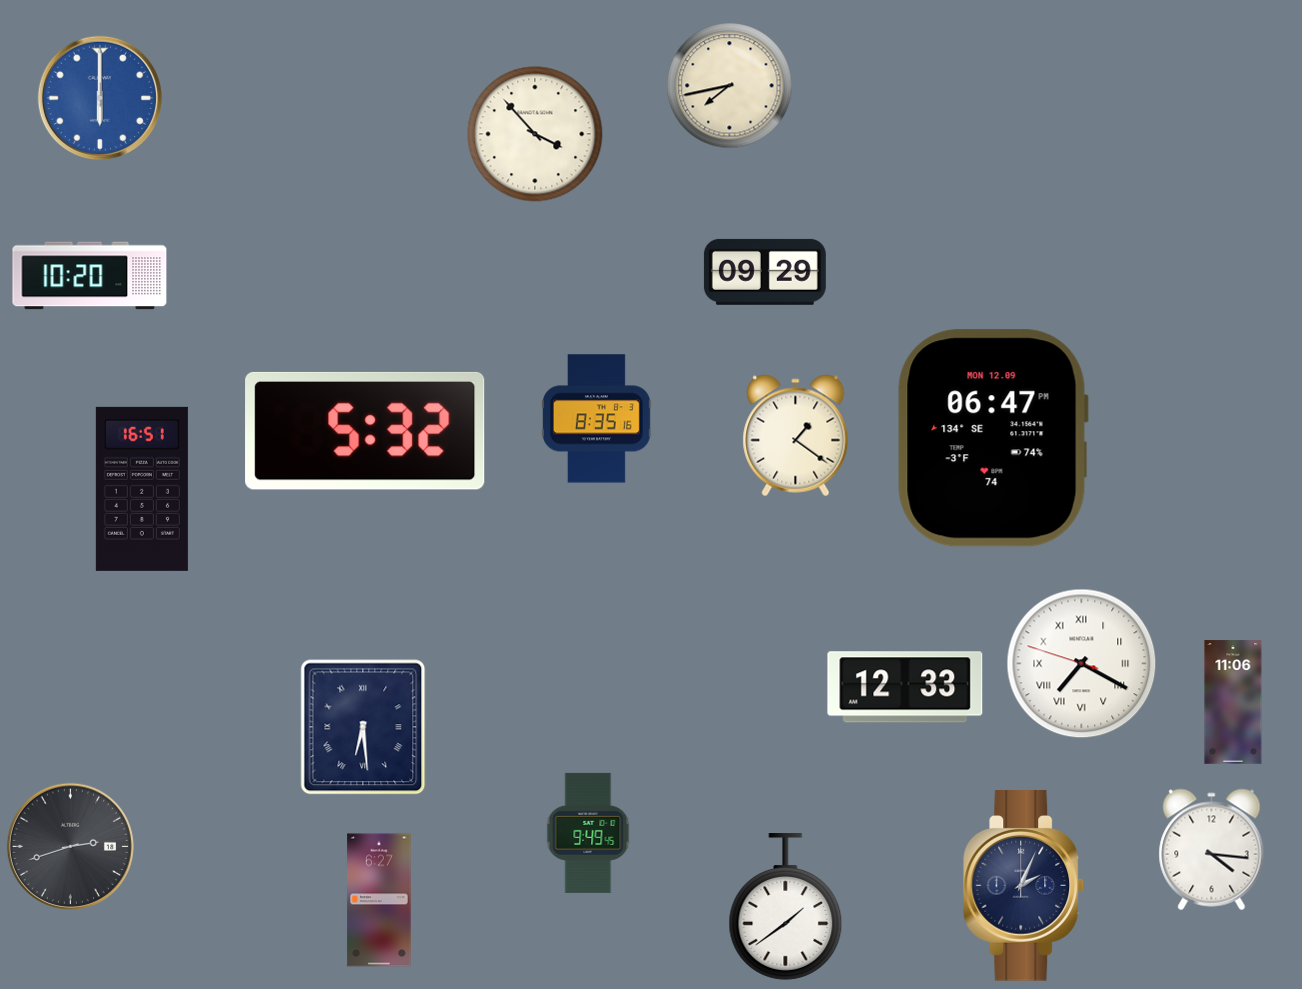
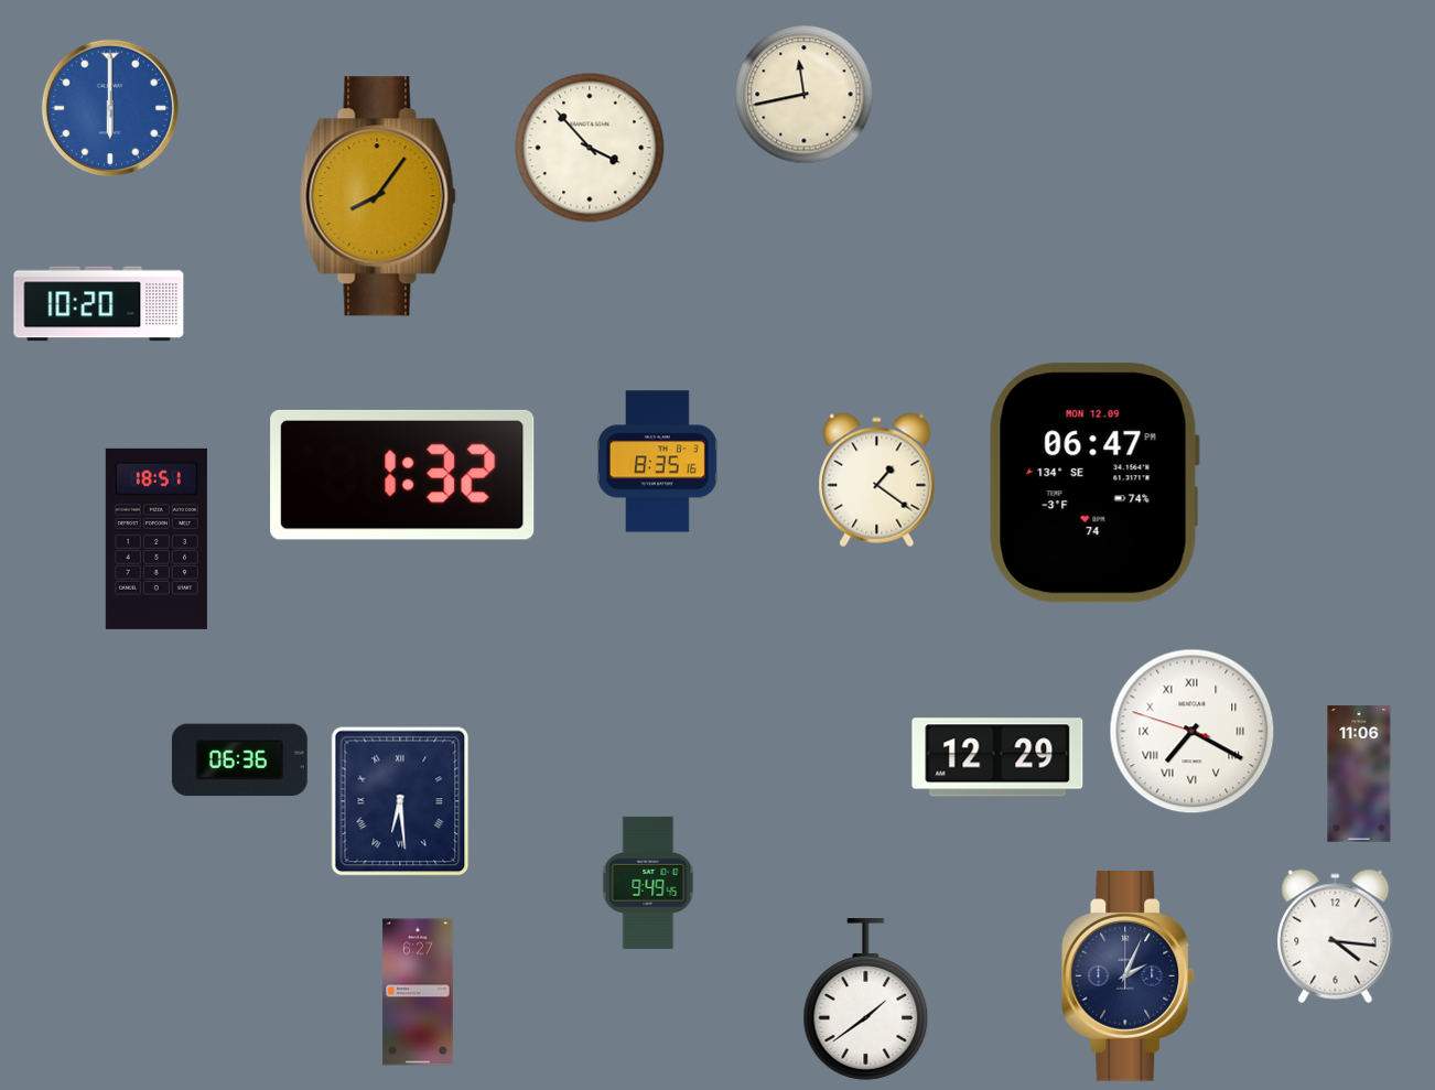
clock at (730, 86): 7:43 -> 11:43
clock at (378, 196): none -> 8:06
clock at (765, 272): 09:29 -> none
clock at (365, 431): 5:32 -> 1:32
clock at (142, 489): 16:51 -> 18:51
clock at (905, 687): 12:33 -> 12:29
clock at (239, 760): none -> 06:36
clock at (588, 833) position: (588, 833) -> (648, 883)
clock at (70, 846): 2:42 -> none
